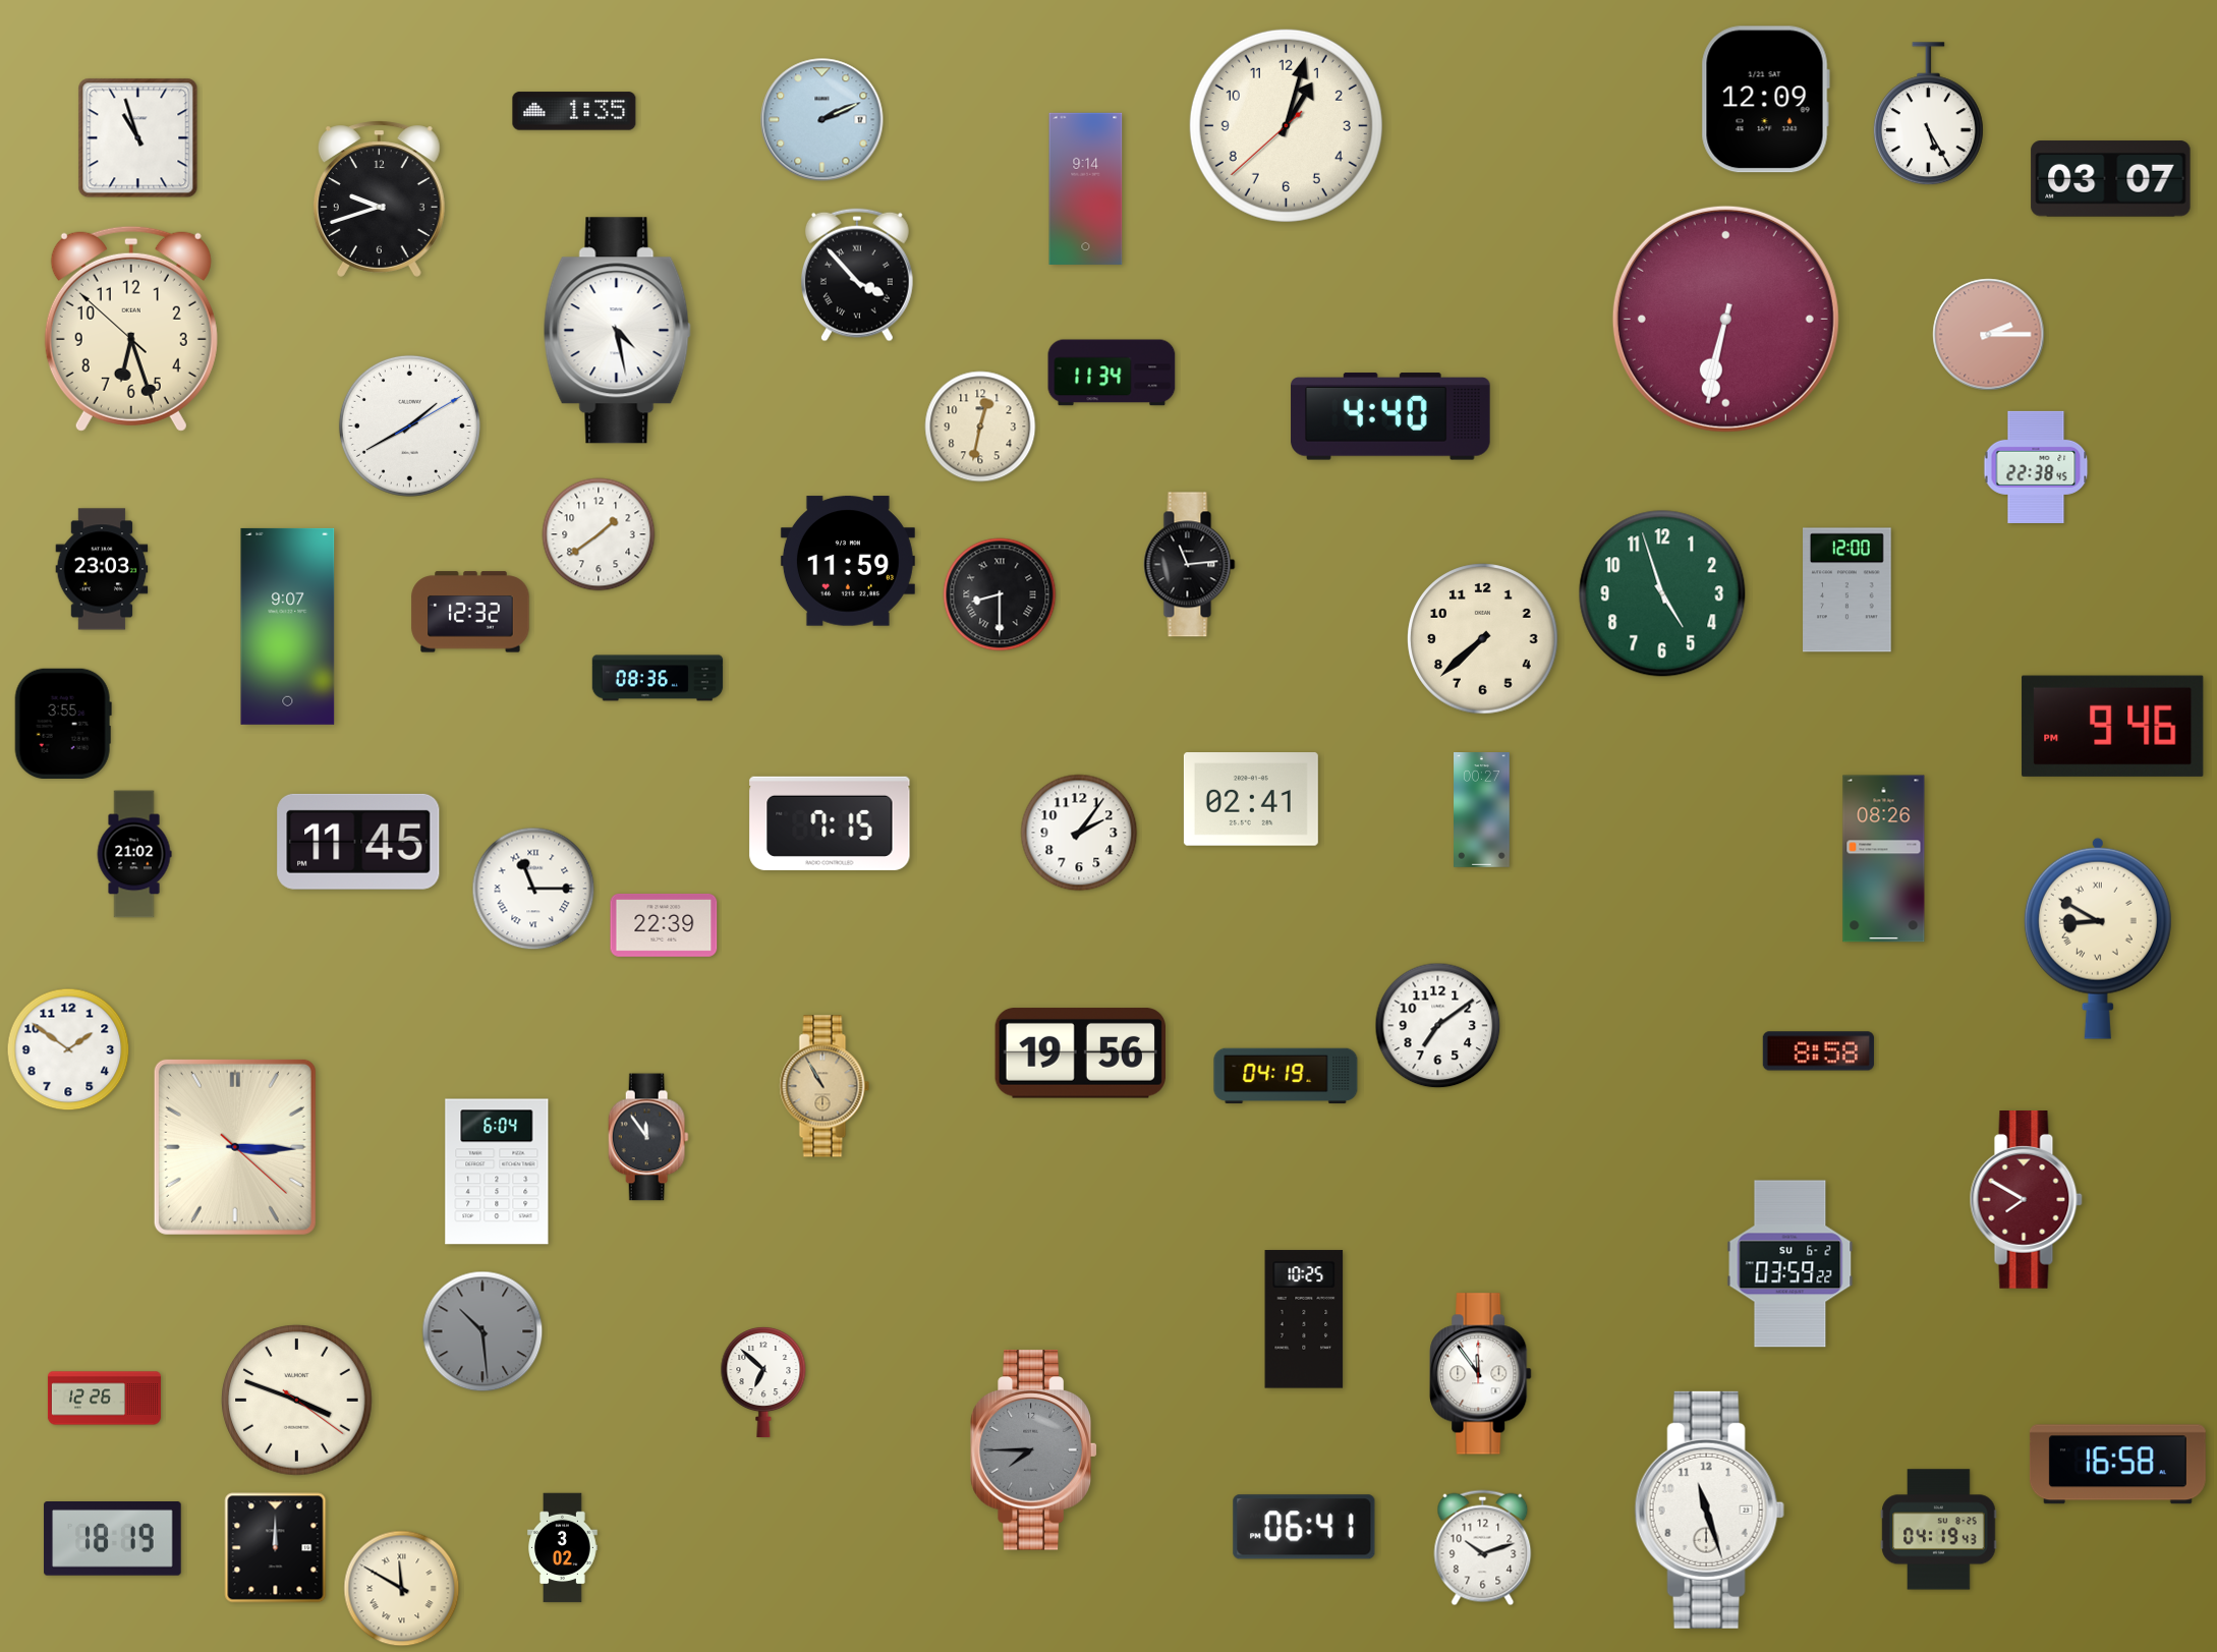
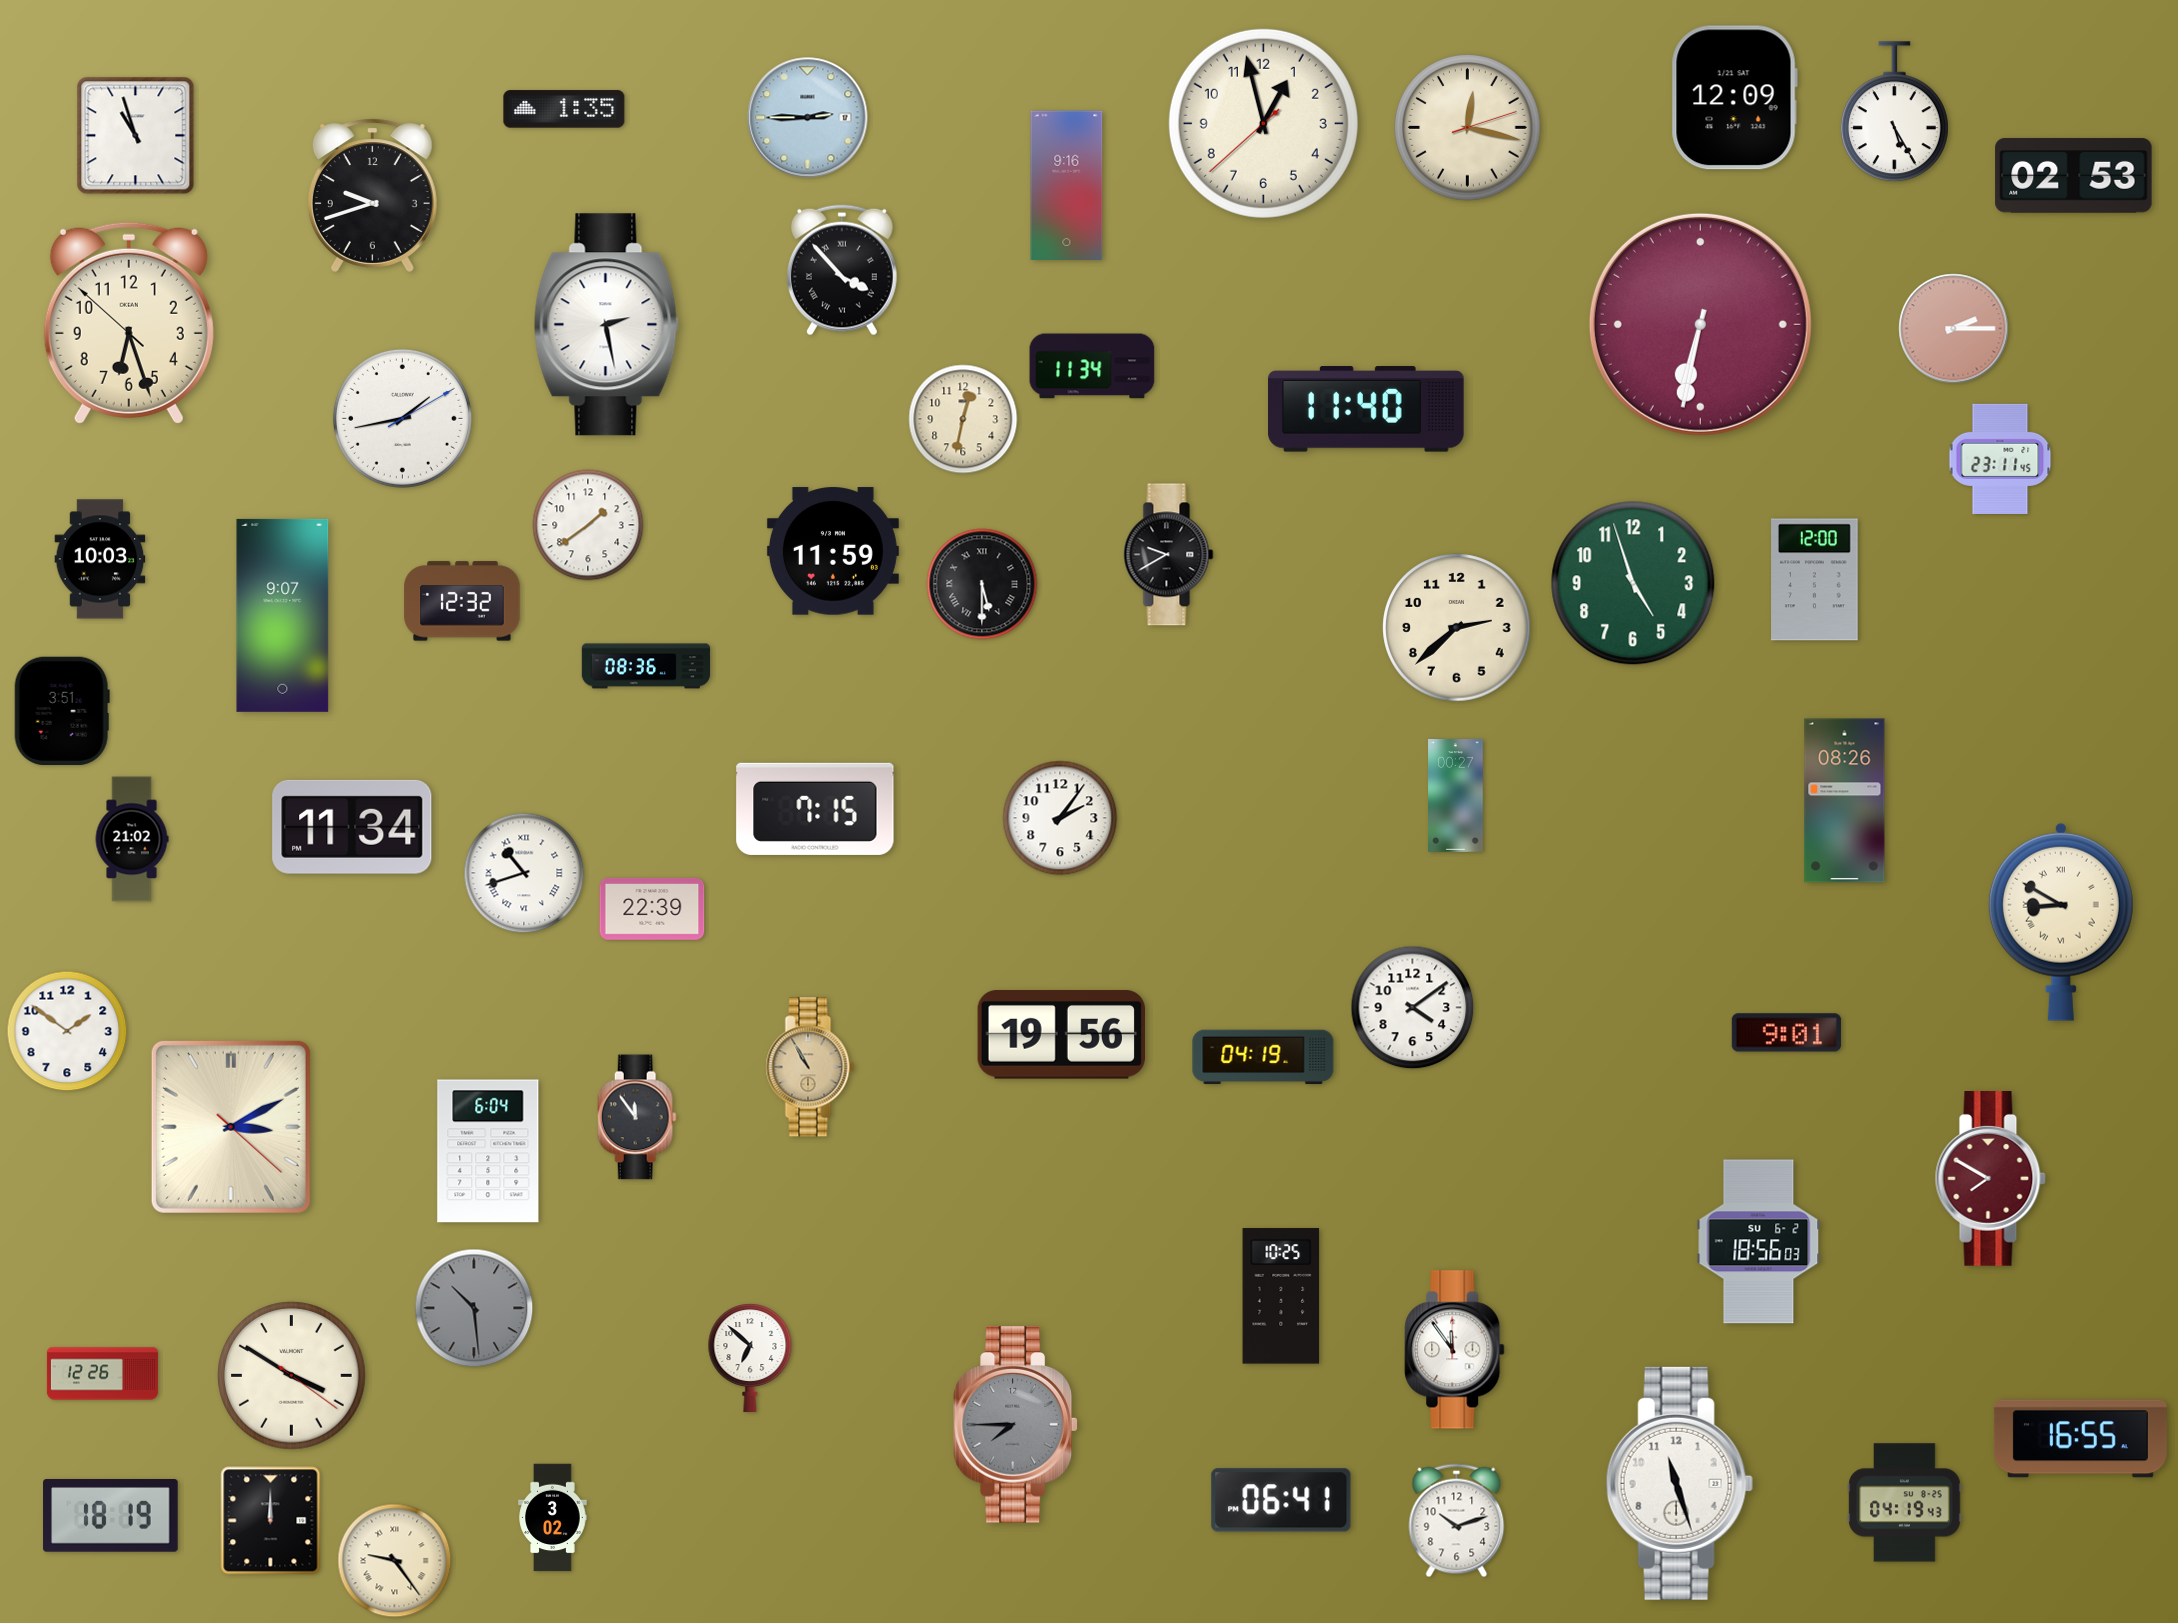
clock at (822, 120): 2:11 -> 2:45
clock at (1286, 125): 1:02 -> 12:57
clock at (1468, 128): none -> 12:17
clock at (2111, 179): 03:07 -> 02:53
clock at (1086, 188): 9:14 -> 9:16
clock at (1725, 319) position: (1725, 319) -> (1700, 324)
clock at (617, 331): 4:28 -> 2:28
clock at (1390, 416): 4:40 -> 11:40
clock at (409, 425): 1:40 -> 1:43
clock at (2036, 467): 22:38 -> 23:11
clock at (1190, 565): 11:14 -> 9:40
clock at (102, 569): 23:03 -> 10:03
clock at (1000, 594): 8:30 -> 5:30
clock at (1483, 639): 7:38 -> 2:38
clock at (63, 723): 3:55 -> 3:51
clock at (2113, 726): 9:46 -> none
clock at (1251, 800): 02:41 -> none
clock at (358, 842): 11:45 -> 11:34
clock at (1884, 859) position: (1884, 859) -> (1845, 801)
clock at (533, 889): 11:15 -> 10:42
clock at (1438, 1026): 7:09 -> 4:09
clock at (1818, 1051): 8:58 -> 9:01
clock at (235, 1147): 3:15 -> 3:10
clock at (1790, 1264): 03:59 -> 18:56
clock at (297, 1401): 3:48 -> 3:50
clock at (2117, 1465): 16:58 -> 16:55
clock at (113, 1539) position: (113, 1539) -> (111, 1516)
clock at (563, 1548) position: (563, 1548) -> (553, 1518)
clock at (402, 1589): 11:50 -> 9:24
